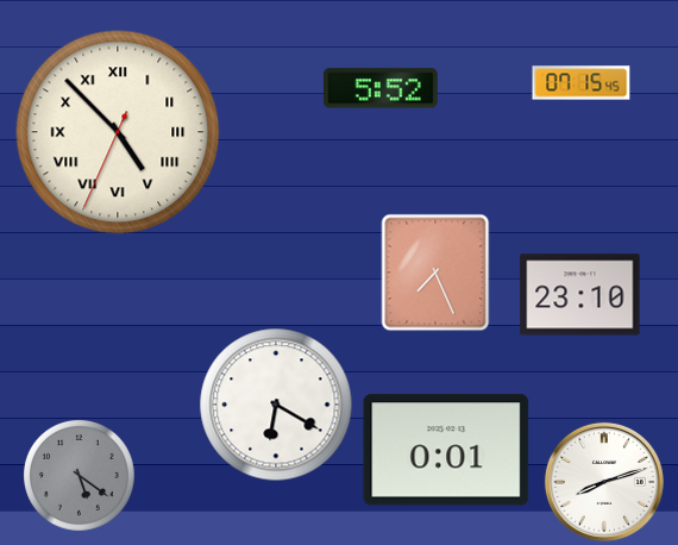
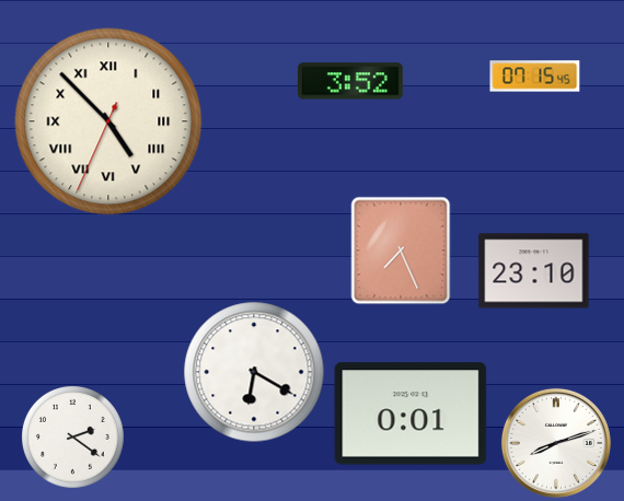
clock at (381, 88): 5:52 -> 3:52
clock at (80, 476): 5:21 -> 2:21
clock at (80, 476) dial: grey -> white
